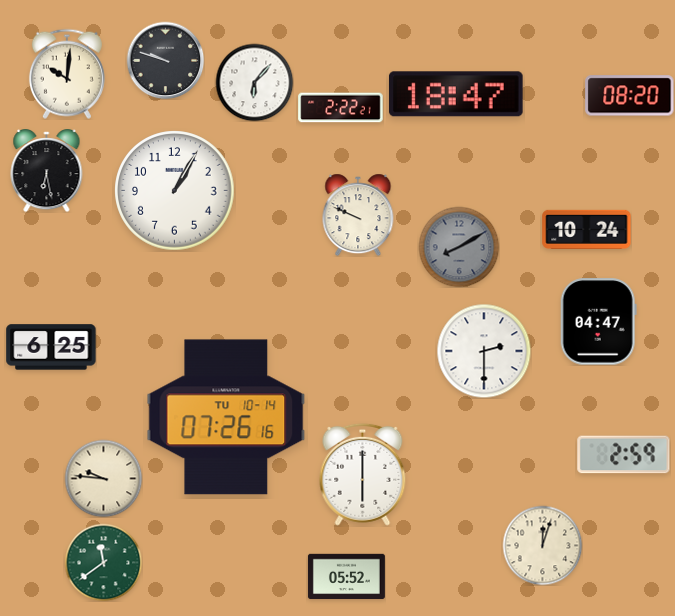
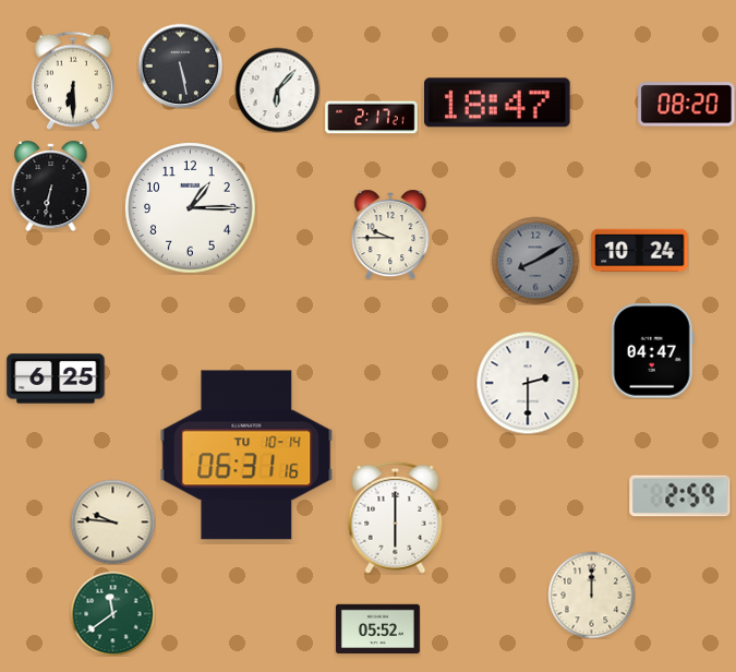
clock at (165, 60): 9:48 -> 5:28
clock at (67, 74): 10:01 -> 6:30
clock at (341, 108): 2:22 -> 2:17
clock at (47, 171): 6:28 -> 6:32
clock at (175, 191): 1:05 -> 1:15
clock at (358, 215): 9:49 -> 9:45
clock at (459, 247) position: (459, 247) -> (535, 261)
clock at (226, 417): 07:26 -> 06:31
clock at (542, 545): 12:03 -> 12:00
